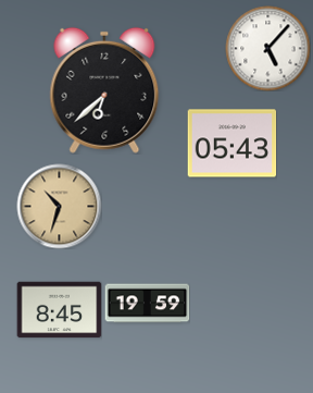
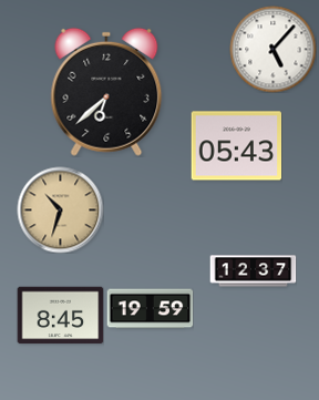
clock at (253, 271): none -> 12:37
